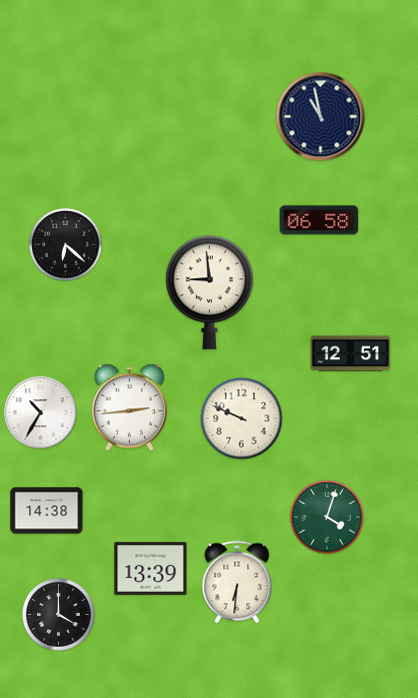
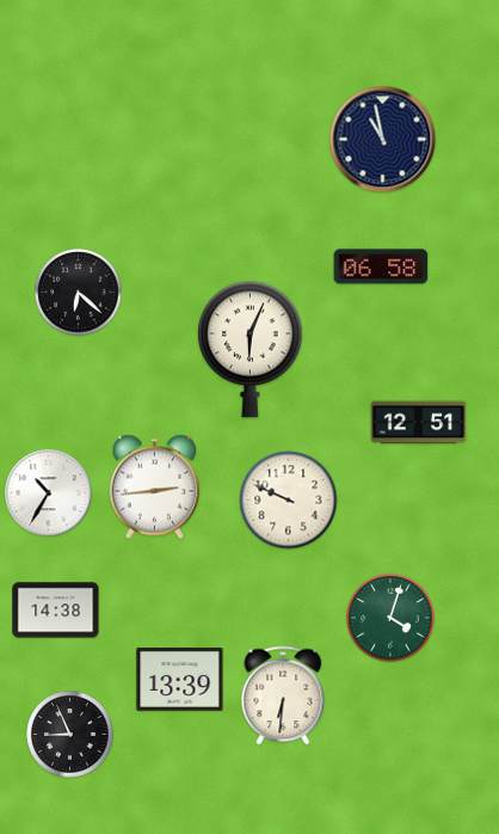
clock at (319, 220) position: (319, 220) -> (381, 266)
clock at (209, 293): 8:59 -> 6:04
clock at (59, 615): 4:00 -> 8:56
